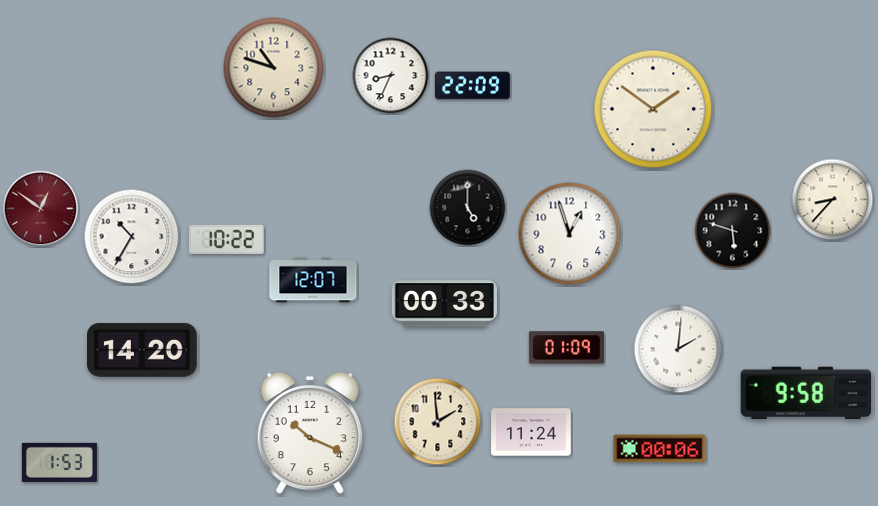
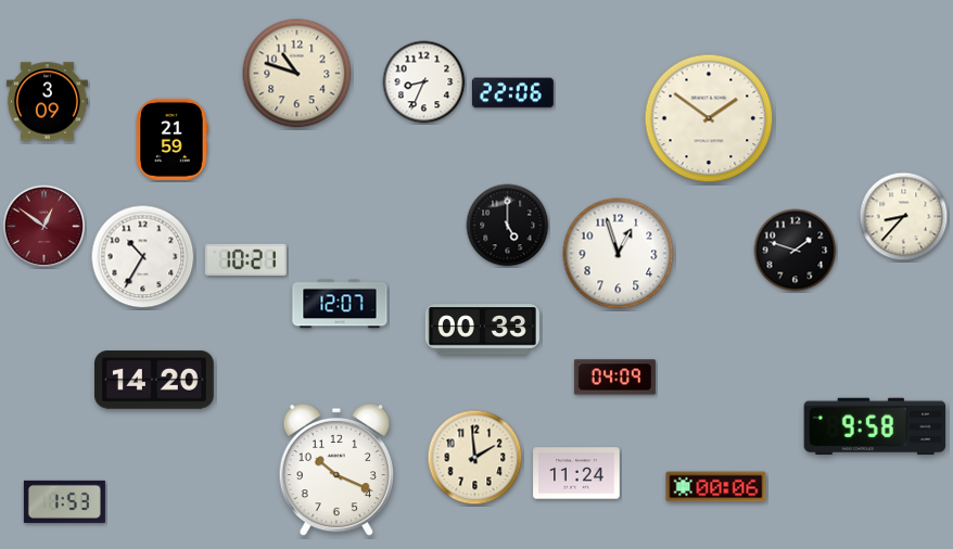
clock at (472, 86): 22:09 -> 22:06
clock at (47, 102): none -> 3:09
clock at (173, 139): none -> 21:59
clock at (733, 231): 5:48 -> 1:48
clock at (226, 239): 10:22 -> 10:21
clock at (566, 348): 01:09 -> 04:09
clock at (678, 349): 2:01 -> none
clock at (531, 432) position: (531, 432) -> (576, 473)
